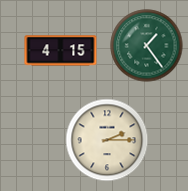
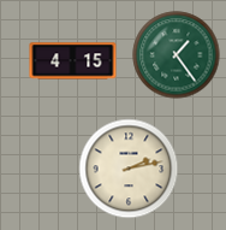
clock at (107, 140): 2:15 -> 2:13
